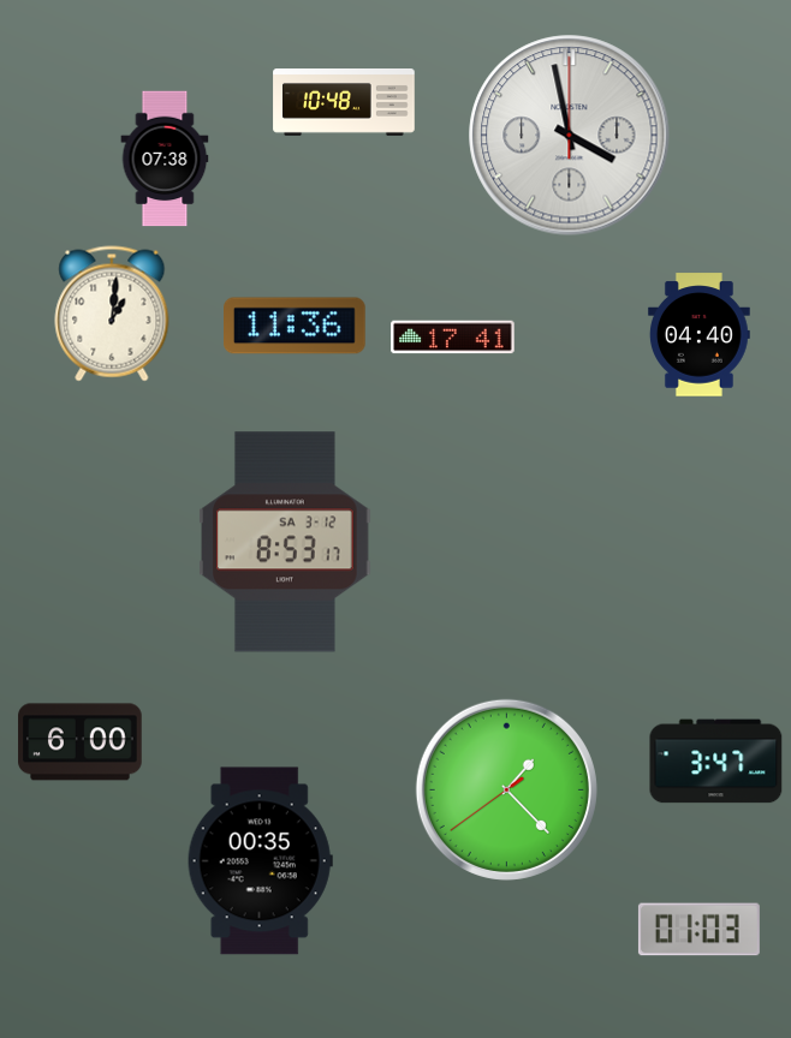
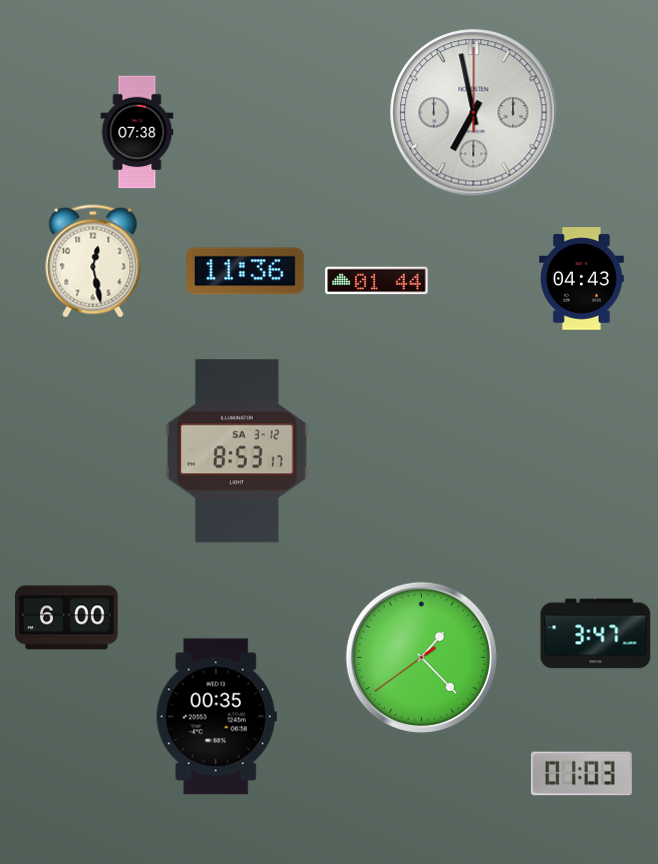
clock at (344, 103): 10:48 -> none
clock at (570, 136): 3:58 -> 6:58
clock at (112, 314): 1:01 -> 12:28
clock at (698, 335): 04:40 -> 04:43
clock at (453, 338): 17:41 -> 01:44
